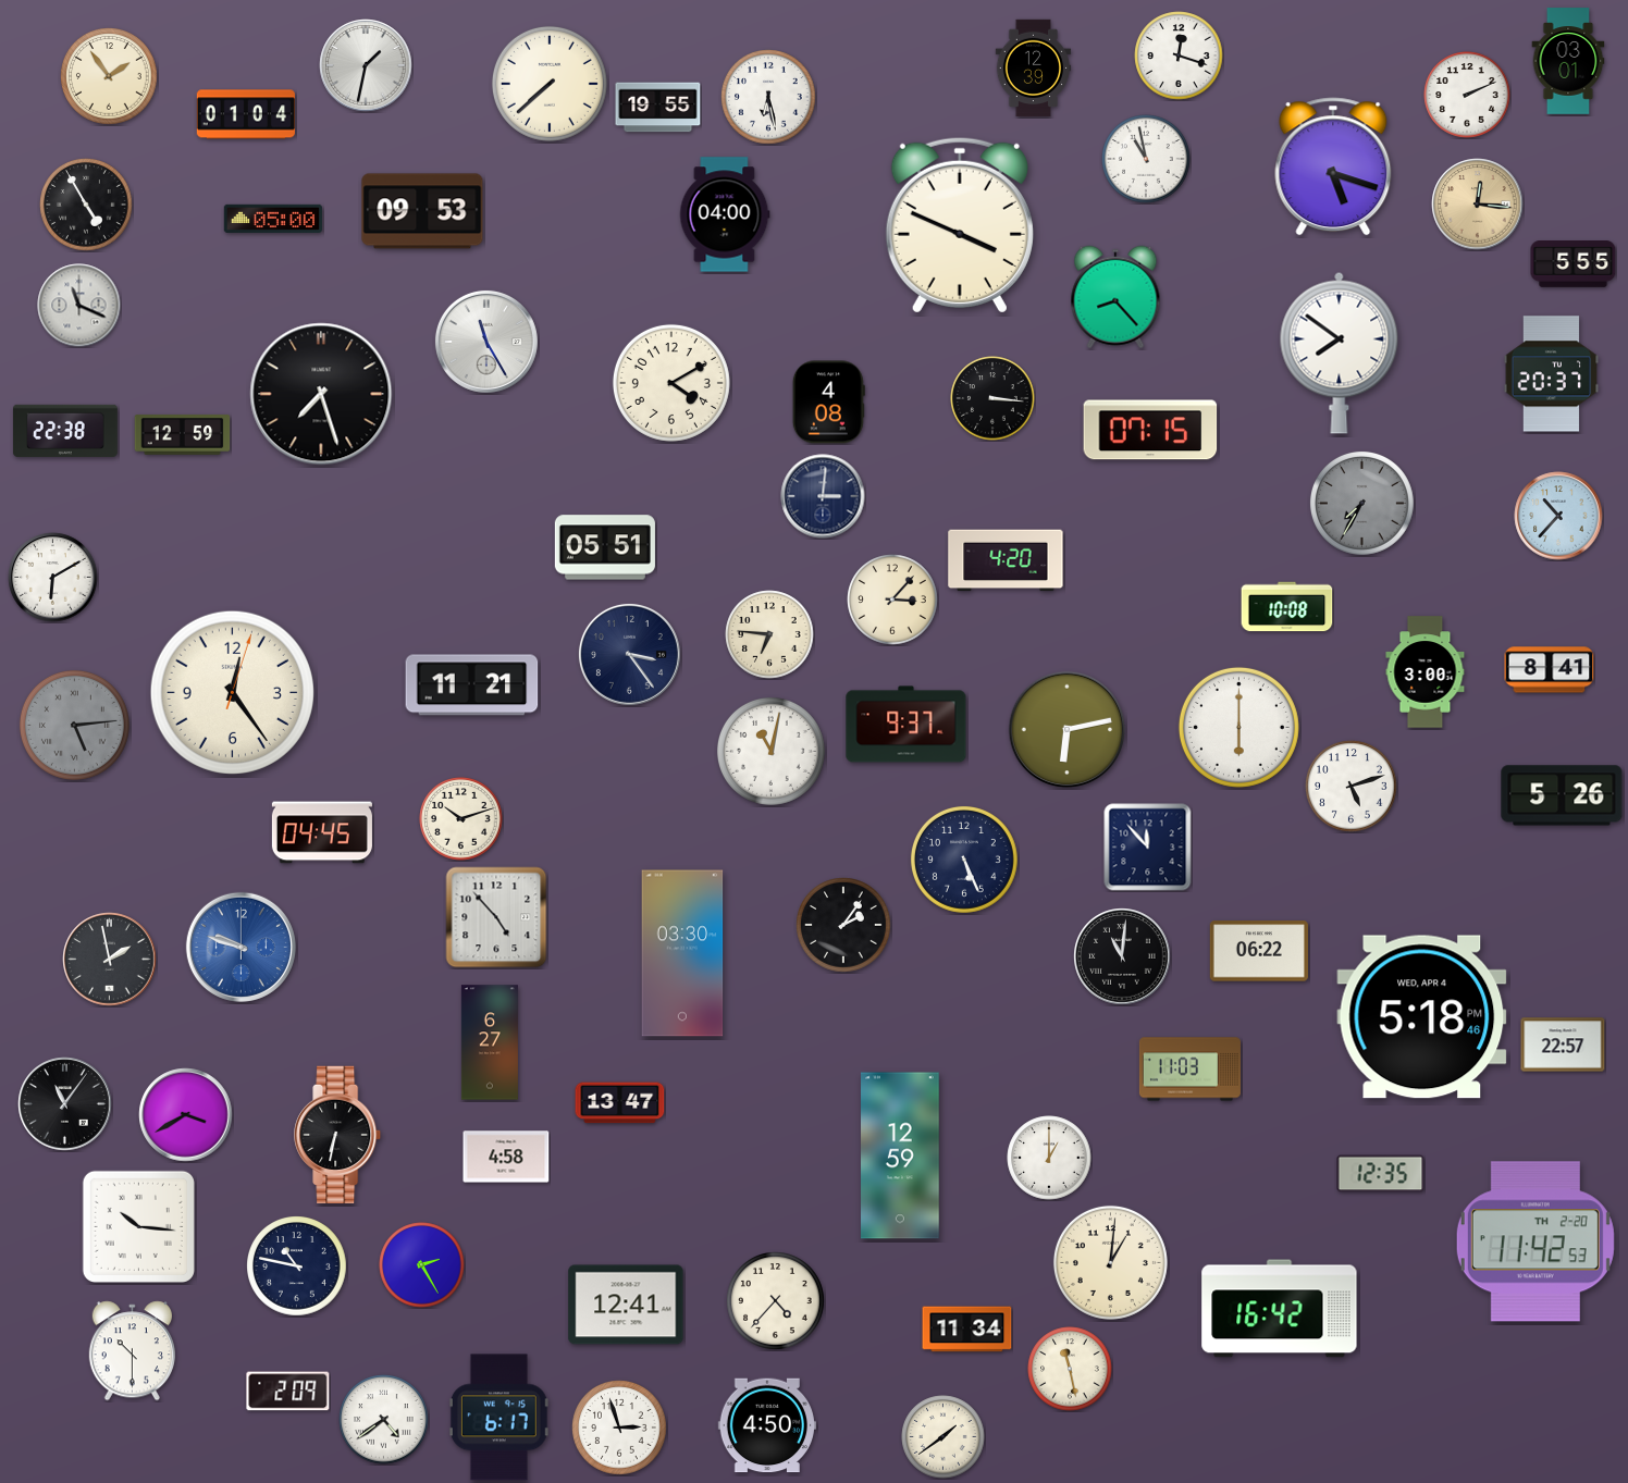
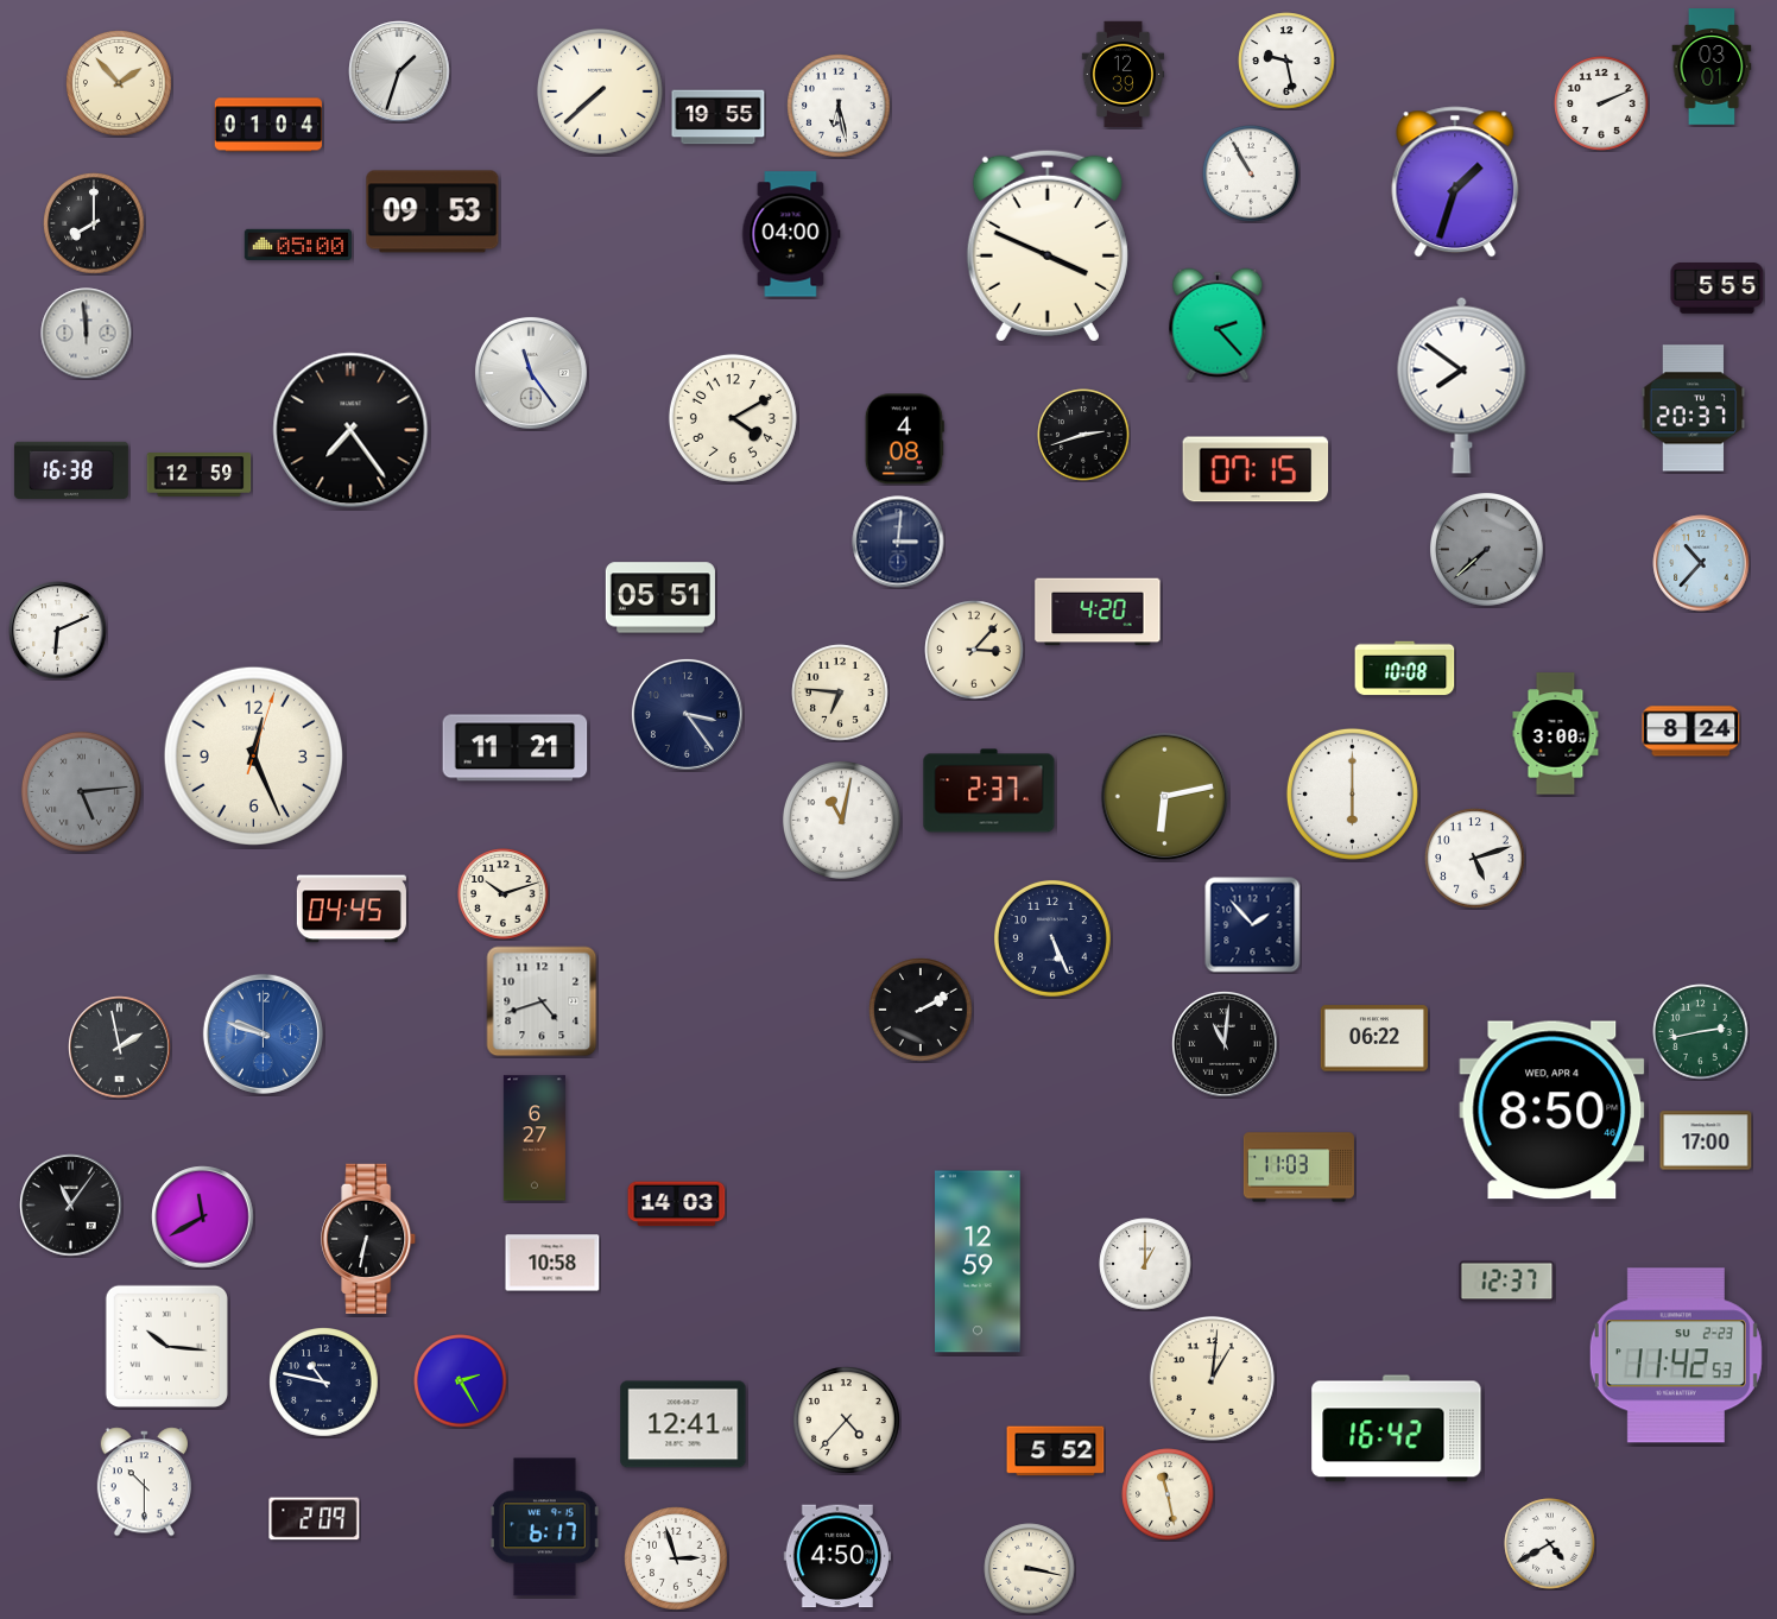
clock at (1179, 55): 12:18 -> 9:28
clock at (366, 65): 1:32 -> 1:33
clock at (1034, 69) position: (1034, 69) -> (1124, 75)
clock at (109, 76): 1:54 -> 1:53
clock at (1146, 159): 10:58 -> 10:55
clock at (1333, 166): 5:18 -> 1:33
clock at (86, 205): 4:55 -> 8:00
clock at (1478, 205): 12:16 -> none
clock at (422, 211) position: (422, 211) -> (432, 211)
clock at (272, 219) position: (272, 219) -> (297, 245)
clock at (1115, 297): 8:23 -> 2:23
clock at (79, 306): 11:19 -> 11:59
clock at (486, 342): 11:25 -> 11:24
clock at (321, 394): 7:27 -> 7:24
clock at (992, 398): 3:16 -> 2:42
clock at (65, 431): 22:38 -> 16:38
clock at (1362, 504): 7:35 -> 7:38
clock at (53, 578): 6:10 -> 6:11
clock at (892, 600) position: (892, 600) -> (974, 650)
clock at (1287, 607) position: (1287, 607) -> (1405, 669)
clock at (1550, 670): 8:41 -> 8:24
clock at (232, 692): 12:24 -> 12:26
clock at (906, 725): 9:37 -> 2:37
clock at (1562, 795): 5:26 -> none
clock at (1148, 848): 11:53 -> 1:53
clock at (496, 917): 4:53 -> 4:42
clock at (843, 925): 2:06 -> 2:10
clock at (1701, 1032): none -> 2:43
clock at (682, 953): 03:30 -> none
clock at (1422, 1017): 5:18 -> 8:50
clock at (1563, 1045): 22:57 -> 17:00
clock at (620, 1103): 13:47 -> 14:03
clock at (186, 1115): 3:40 -> 11:40
clock at (901, 1155) position: (901, 1155) -> (979, 1261)
clock at (506, 1157): 4:58 -> 10:58
clock at (1381, 1174): 12:35 -> 12:37
clock at (138, 1226) position: (138, 1226) -> (166, 1346)
clock at (1535, 1241) date: TH 2-20 -> SU 2-23
clock at (967, 1330): 11:34 -> 5:52
clock at (132, 1351) position: (132, 1351) -> (144, 1482)
clock at (1550, 1544): none -> 4:40
clock at (498, 1418) position: (498, 1418) -> (544, 1528)
clock at (384, 1420): 4:39 -> none
clock at (943, 1437): 1:39 -> 3:17
